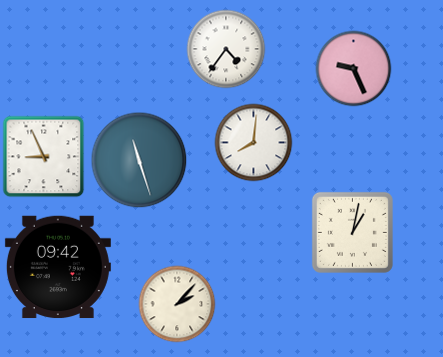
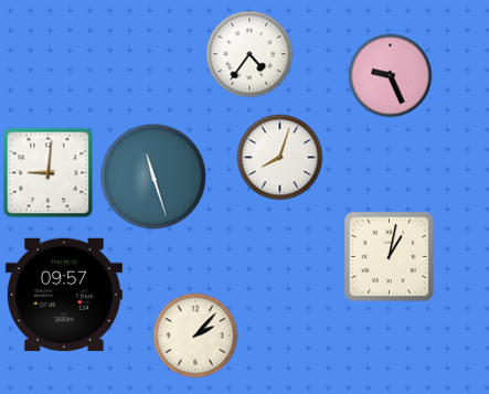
clock at (254, 143): 8:01 -> 8:03
clock at (44, 157): 8:56 -> 9:01
clock at (58, 267): 09:42 -> 09:57
